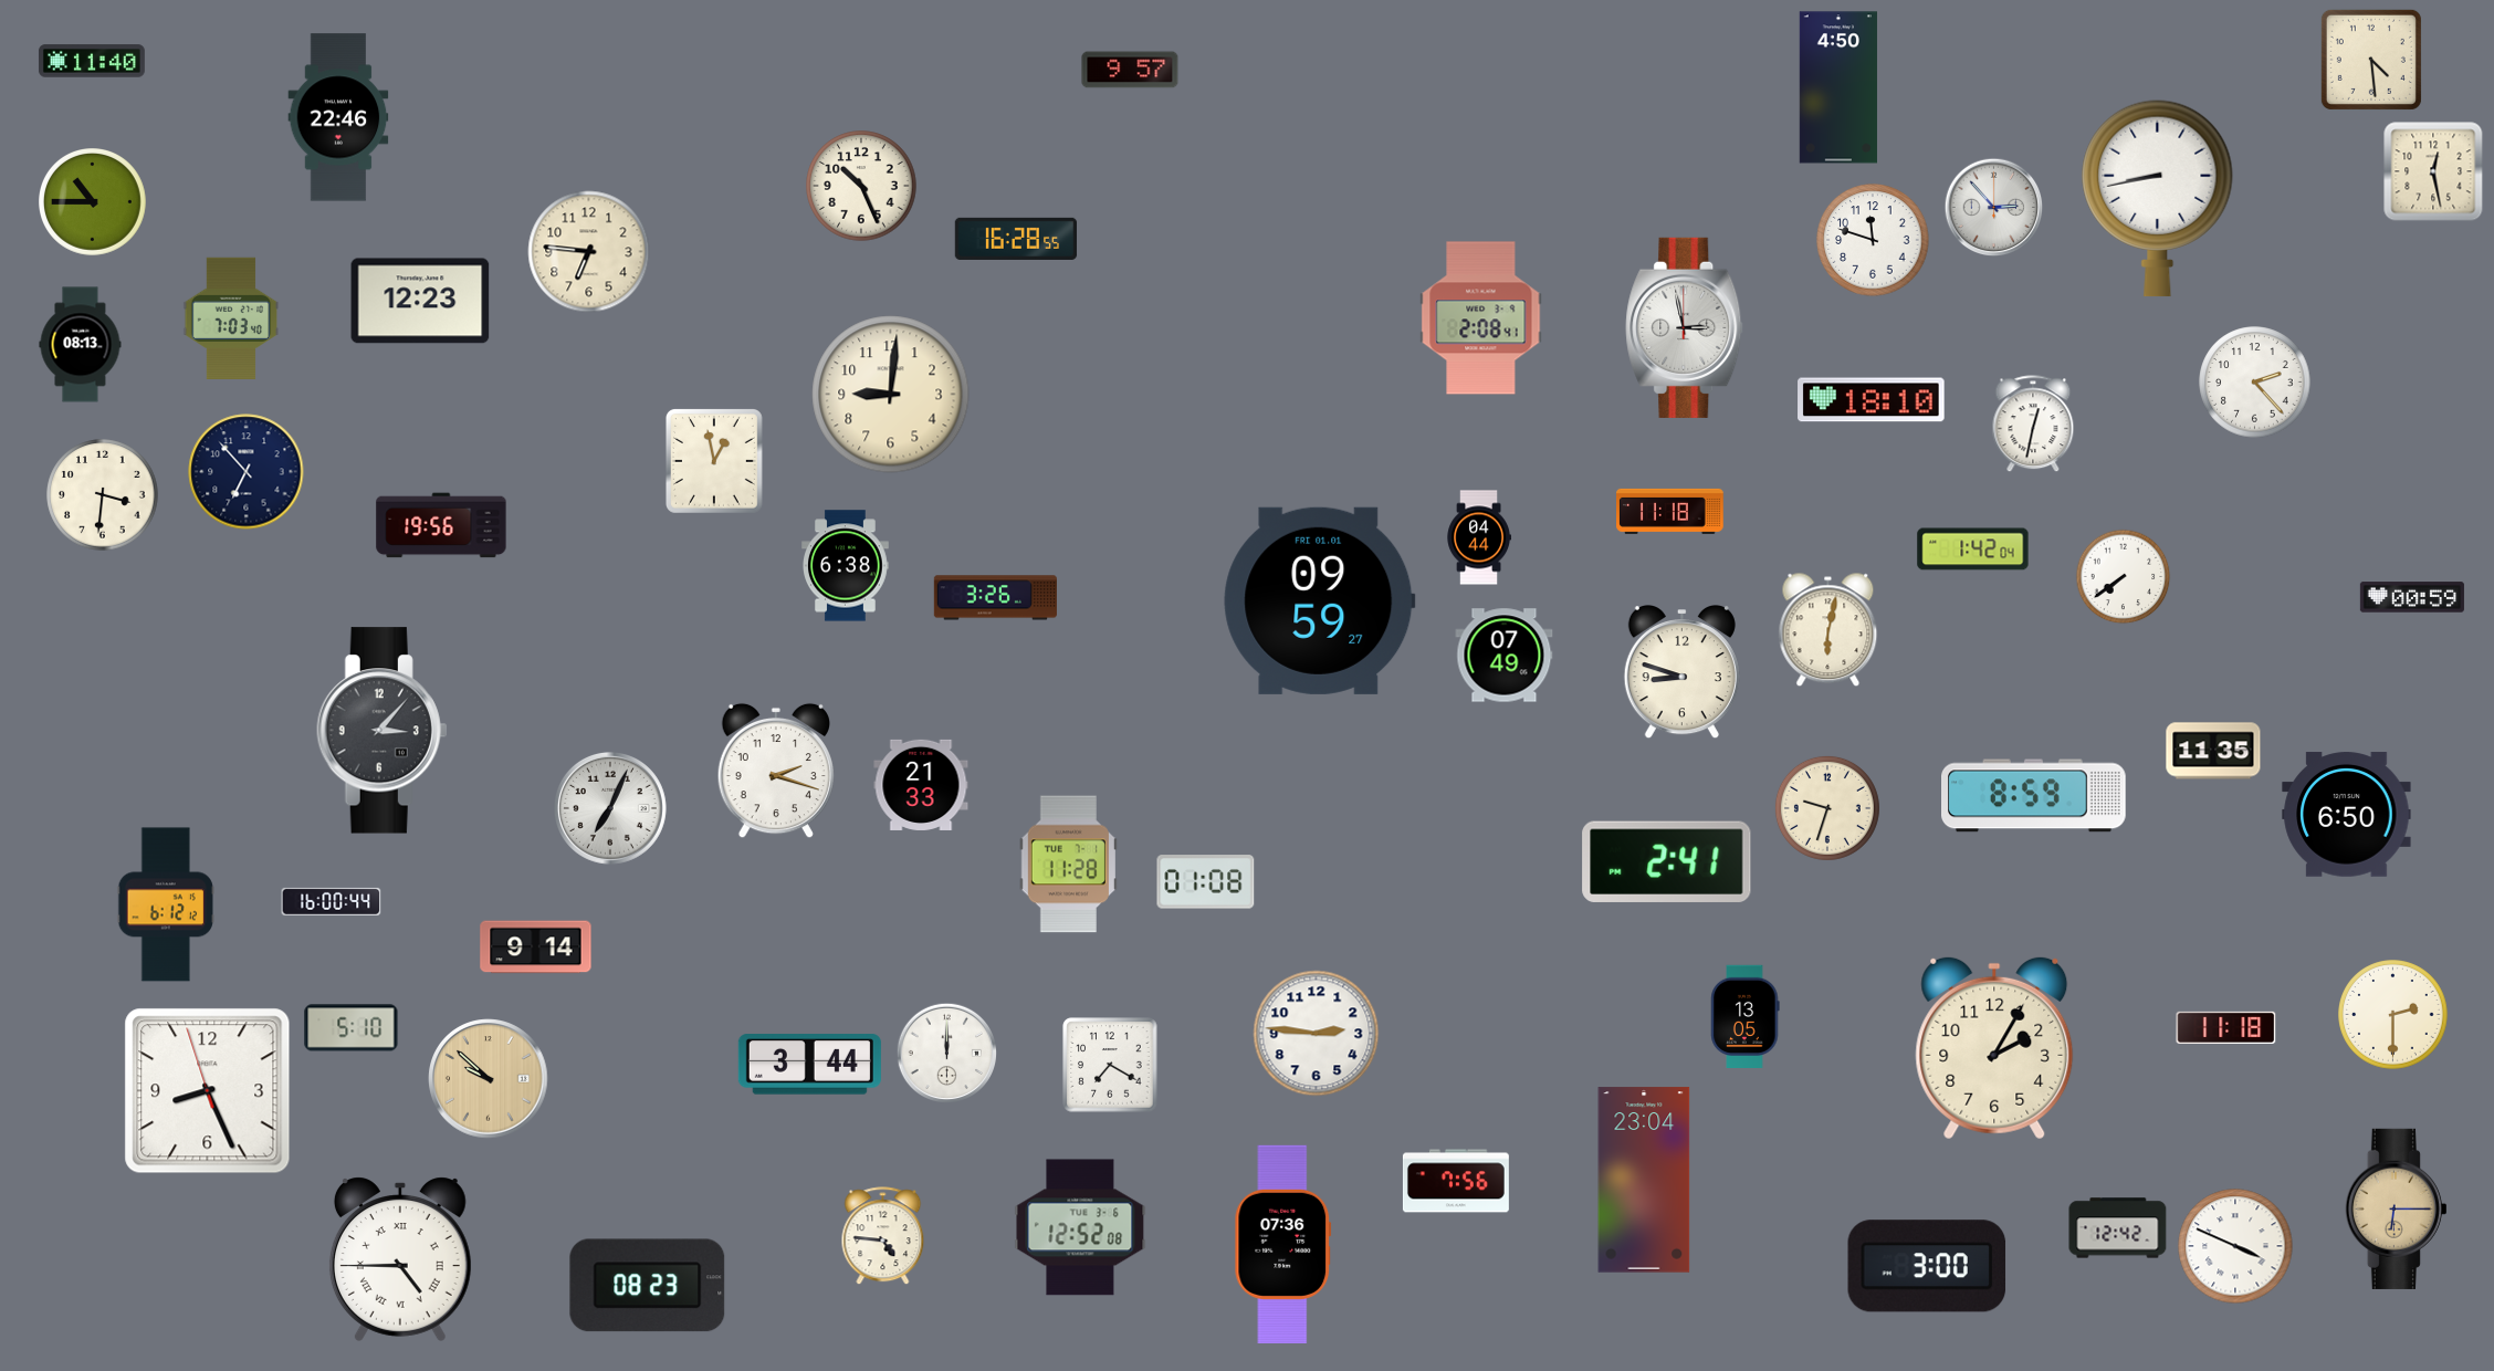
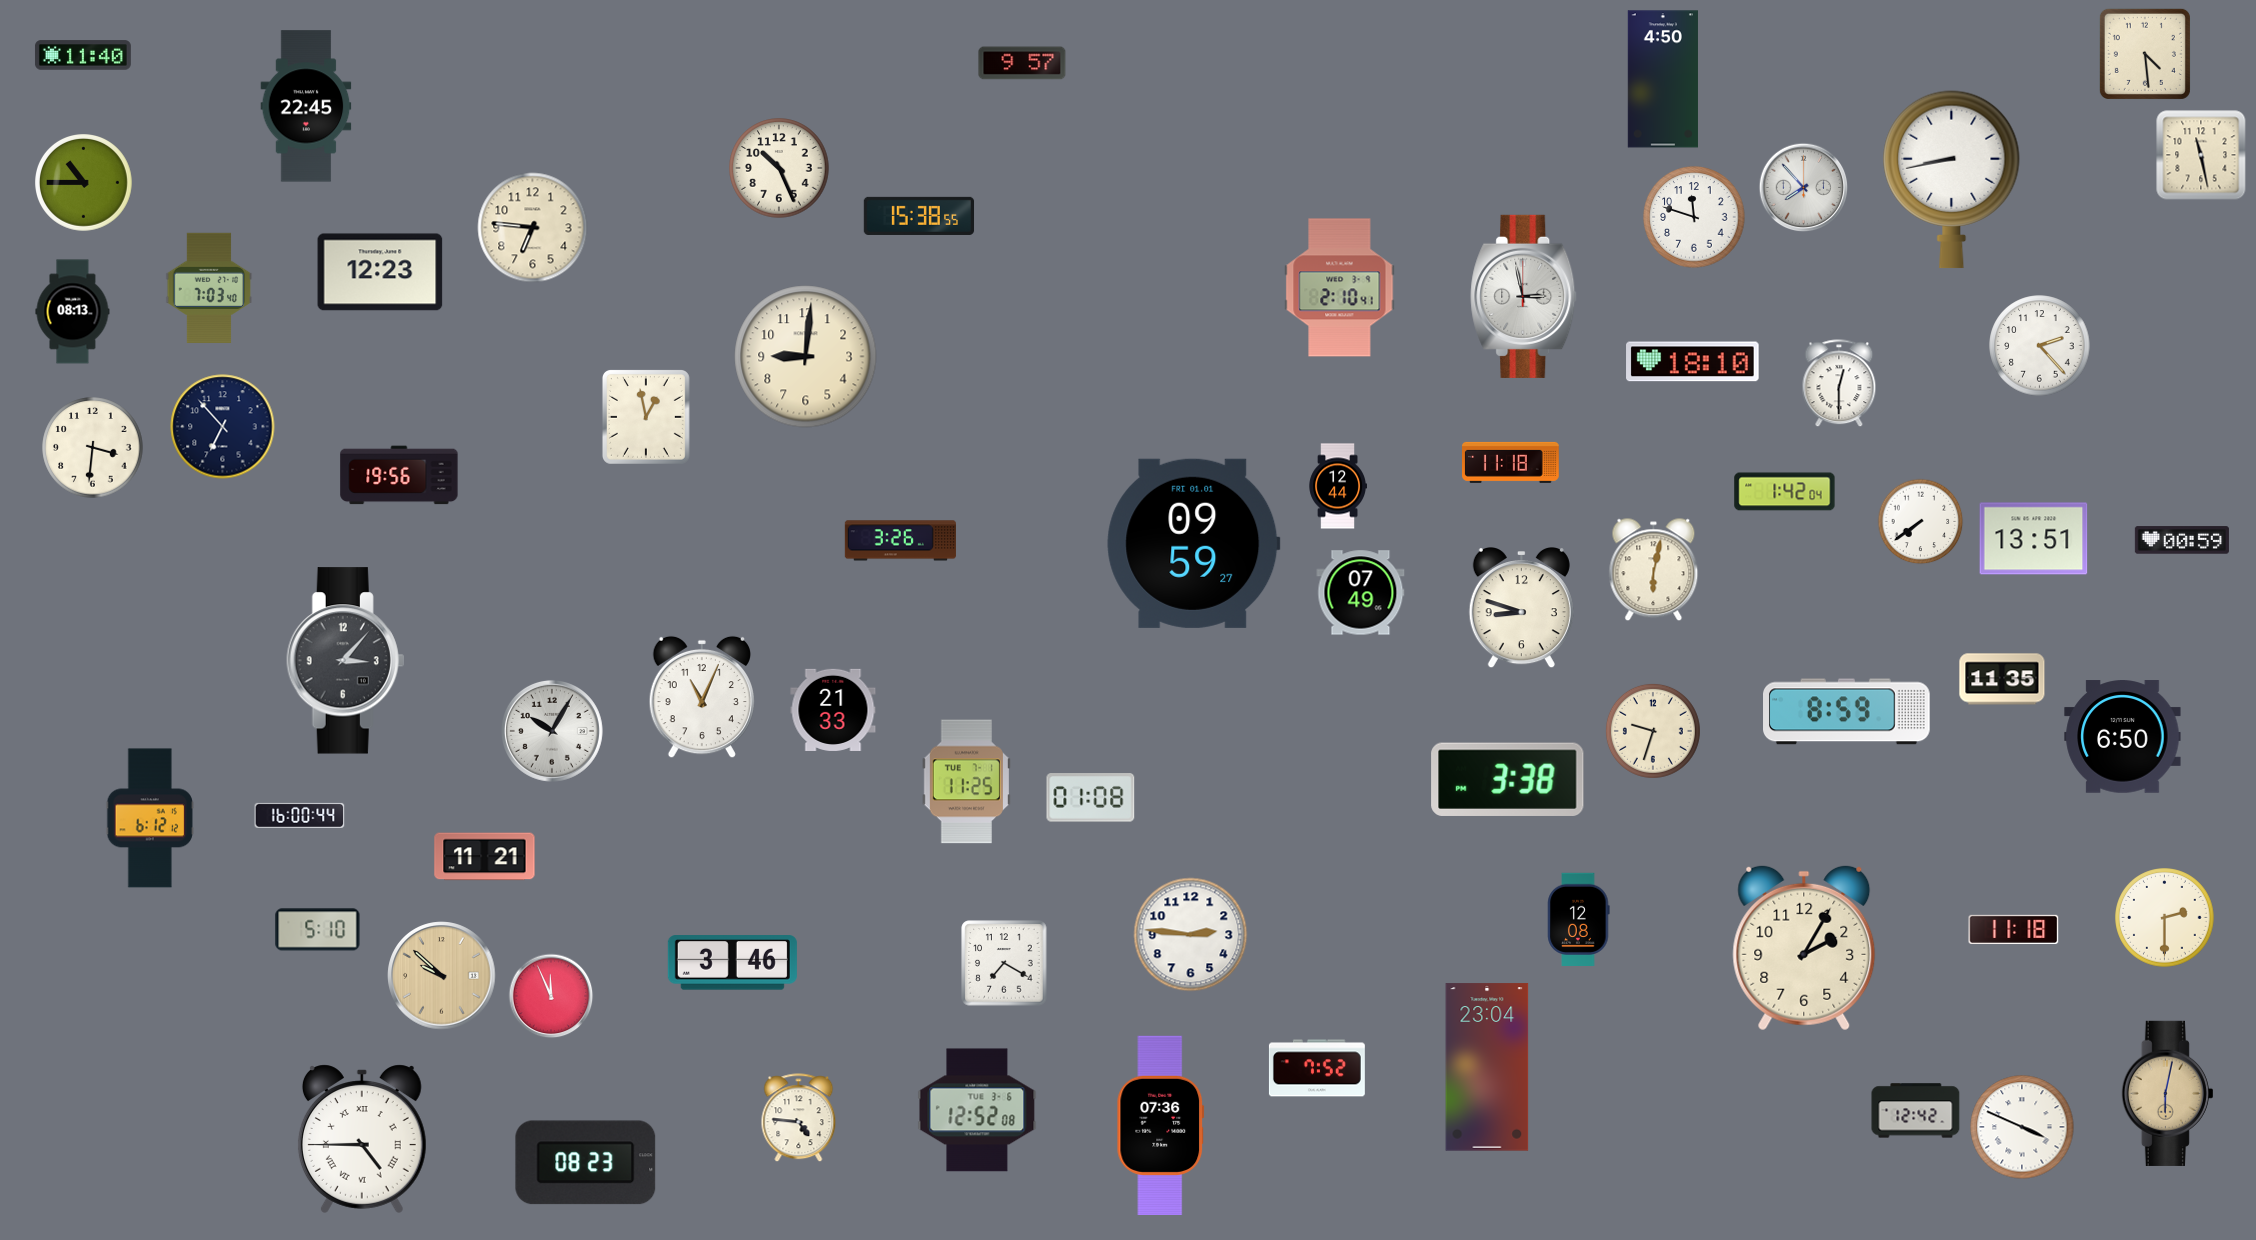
clock at (338, 117): 22:46 -> 22:45
clock at (2433, 171): 12:28 -> 11:28
clock at (1994, 208): 2:53 -> 7:53
clock at (1016, 239): 16:28 -> 15:38
clock at (1481, 318): 2:08 -> 2:10
clock at (2033, 425): 12:32 -> 12:30
clock at (1478, 537): 04:44 -> 12:44
clock at (1973, 550) position: (1973, 550) -> (1785, 492)
clock at (846, 566): 6:38 -> none
clock at (2034, 539): none -> 13:51
clock at (775, 771): 2:18 -> 11:04
clock at (2034, 796) position: (2034, 796) -> (1847, 712)
clock at (610, 808): 7:04 -> 10:05
clock at (1667, 861): 2:41 -> 3:38
clock at (1068, 865): 11:28 -> 11:25
clock at (536, 948): 9:14 -> 11:21
clock at (1746, 1016): 13:05 -> 12:08
clock at (946, 1053): 12:00 -> none
clock at (809, 1065): 3:44 -> 3:46
clock at (208, 1091): 8:25 -> none
clock at (551, 996): none -> 11:56
clock at (1456, 1181): 7:56 -> 7:52
clock at (2396, 1208): 6:15 -> 6:02
clock at (1927, 1266): 3:00 -> none
